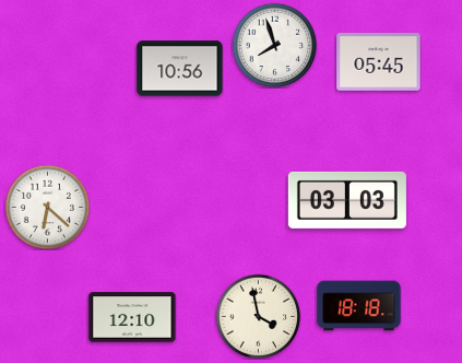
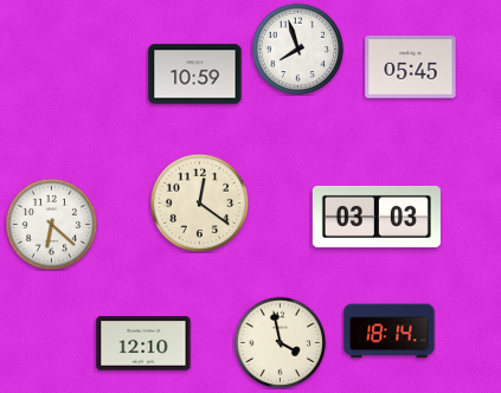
clock at (180, 69): 10:56 -> 10:59
clock at (199, 202): none -> 12:21
clock at (359, 306): 18:18 -> 18:14
